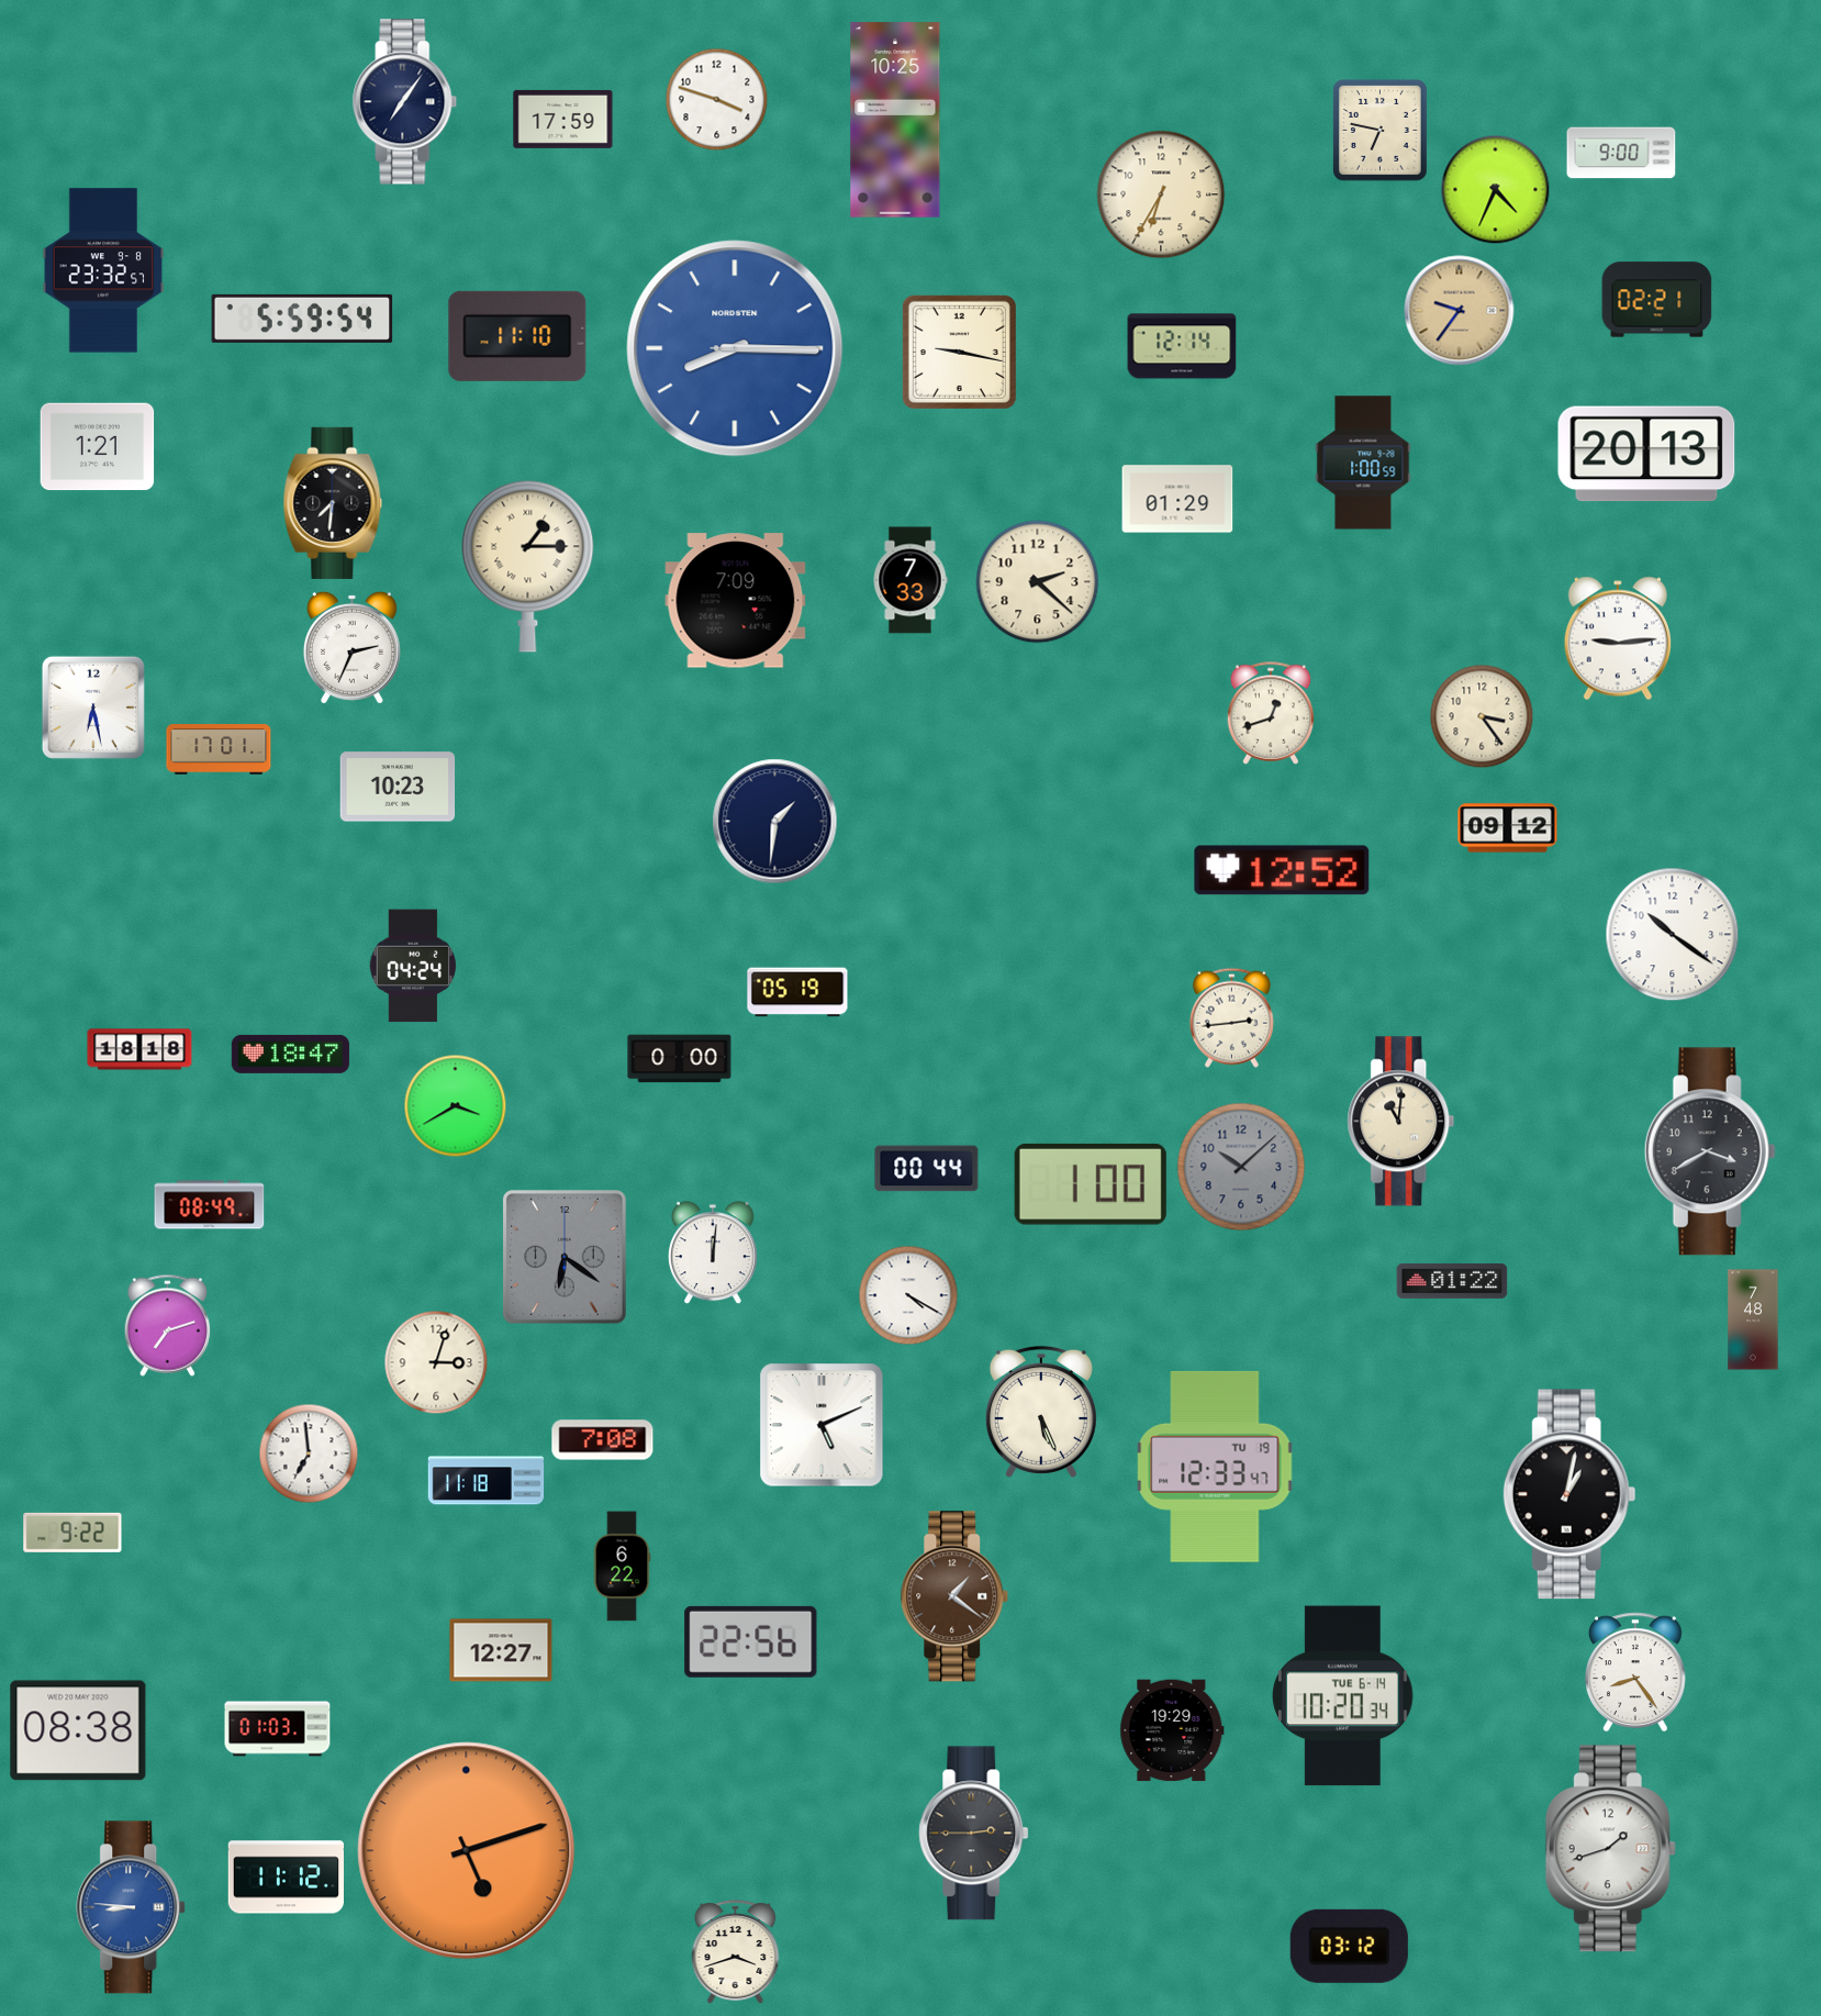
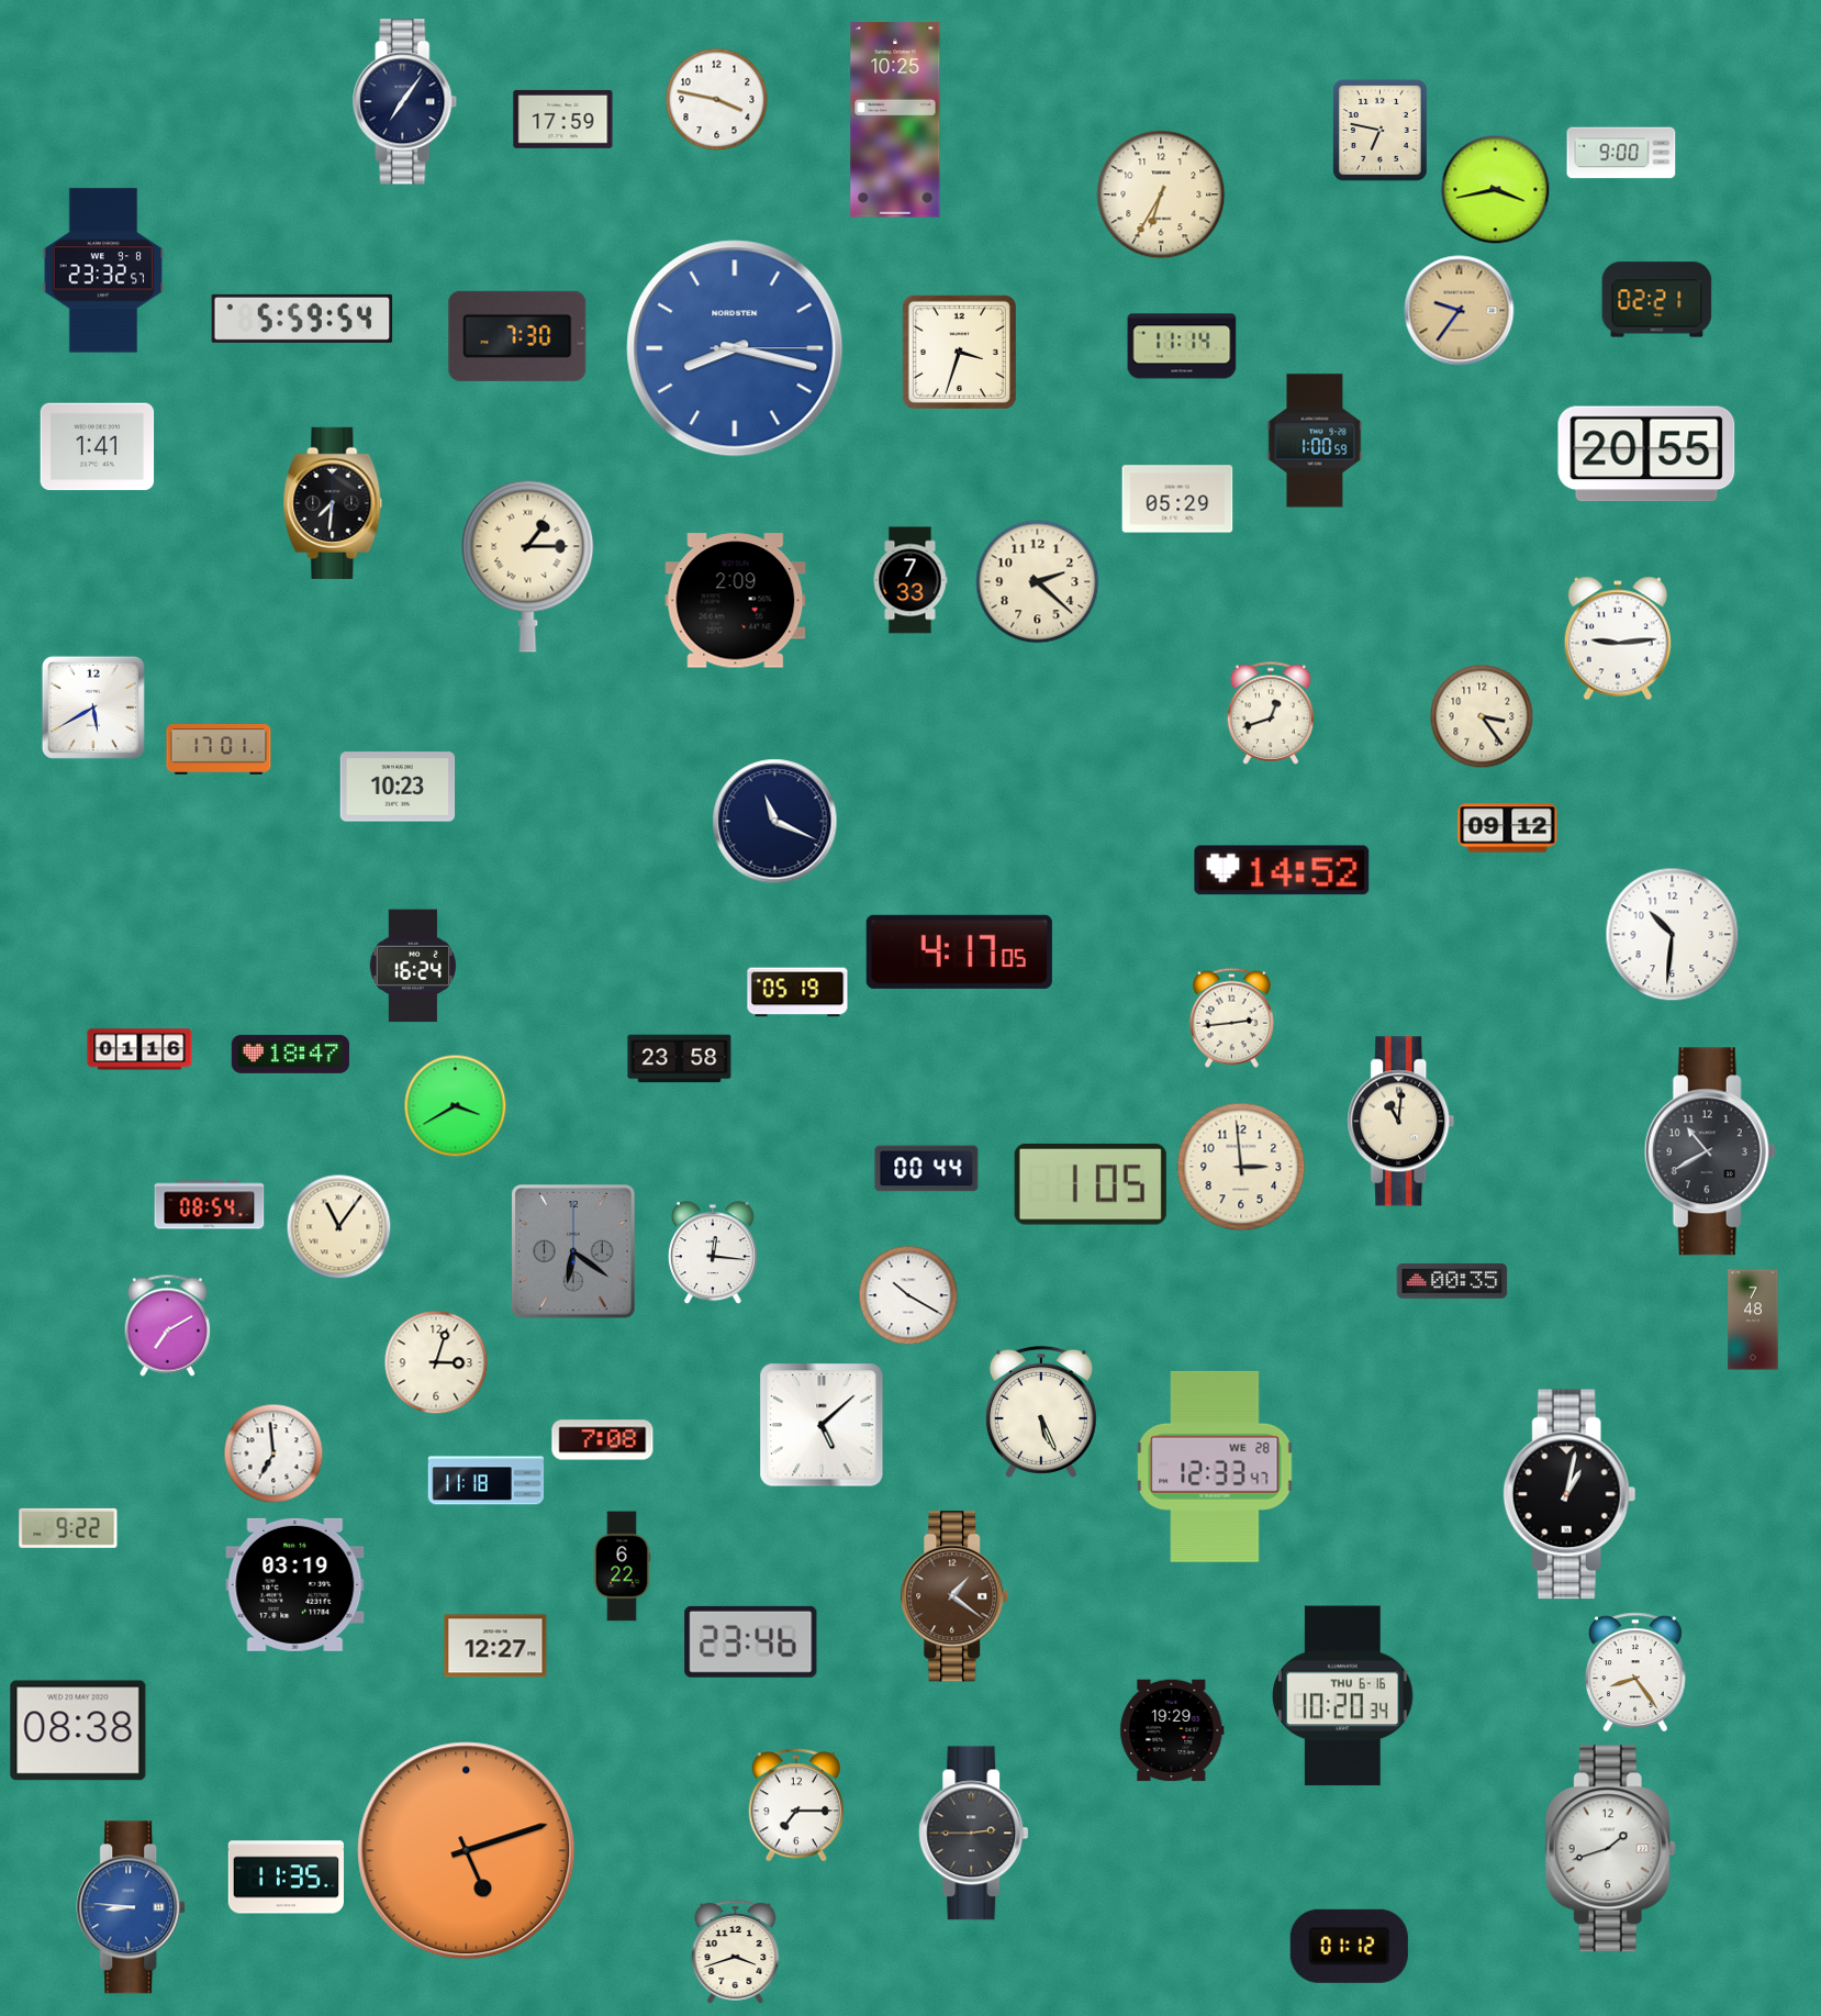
clock at (717, 100): 3:48 -> 3:47
clock at (1496, 190): 4:34 -> 3:43
clock at (517, 336): 11:10 -> 7:30
clock at (1182, 346): 12:14 -> 11:14
clock at (735, 348): 8:15 -> 8:17
clock at (959, 352): 9:17 -> 3:33
clock at (98, 447): 1:21 -> 1:41
clock at (1646, 454): 20:13 -> 20:55
clock at (1363, 463) position: (1363, 463) -> (1315, 441)
clock at (1177, 499): 01:29 -> 05:29
clock at (736, 601): 7:09 -> 2:09
clock at (351, 647): 2:34 -> none
clock at (93, 708): 6:28 -> 5:40
clock at (775, 822): 1:31 -> 11:19
clock at (1282, 870): 12:52 -> 14:52
clock at (1673, 935): 10:21 -> 10:31
clock at (959, 951): none -> 4:17
clock at (412, 966): 04:24 -> 16:24
clock at (139, 1049): 18:18 -> 01:16
clock at (680, 1059): 0:00 -> 23:58
clock at (1710, 1151): 3:40 -> 10:40
clock at (1241, 1167): 10:08 -> 2:59
clock at (1241, 1167) dial: grey -> cream
clock at (1091, 1184): 1:00 -> 1:05
clock at (210, 1205): 08:49 -> 08:54
clock at (339, 1227): none -> 11:06
clock at (713, 1254): 12:01 -> 12:16
clock at (566, 1258) position: (566, 1258) -> (574, 1252)
clock at (1452, 1281): 01:22 -> 00:35
clock at (908, 1295): 4:20 -> 10:20
clock at (167, 1325): 7:12 -> 7:10
clock at (822, 1425): 5:11 -> 5:08
clock at (309, 1453) position: (309, 1453) -> (273, 1453)
clock at (1215, 1467) date: TU 19 -> WE 28
clock at (72, 1533) position: (72, 1533) -> (68, 1528)
clock at (295, 1584): none -> 03:19
clock at (751, 1641): 22:56 -> 23:46
clock at (501, 1650) position: (501, 1650) -> (495, 1646)
clock at (1343, 1696) date: TUE 6-14 -> THU 6-16
clock at (278, 1729): 01:03 -> none
clock at (796, 1805): none -> 7:15
clock at (286, 1878): 11:12 -> 11:35
clock at (1349, 1946): 03:12 -> 01:12
